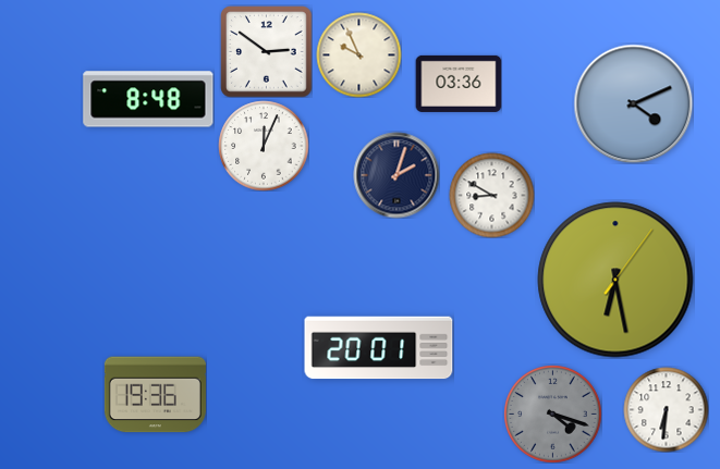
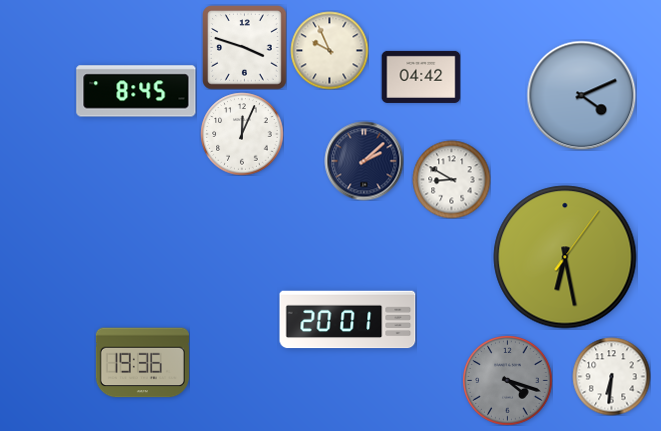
clock at (266, 51): 2:51 -> 3:48
clock at (459, 84): 03:36 -> 04:42
clock at (148, 99): 8:48 -> 8:45
clock at (396, 175): 2:03 -> 2:08
